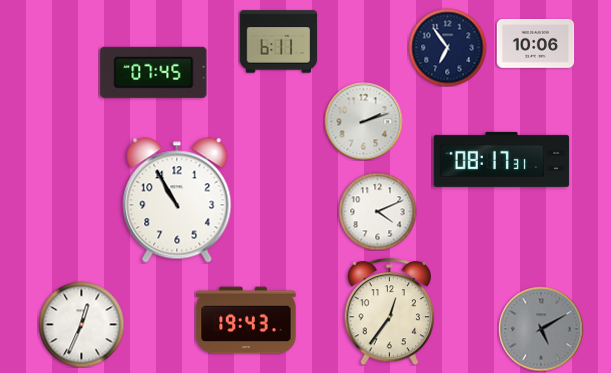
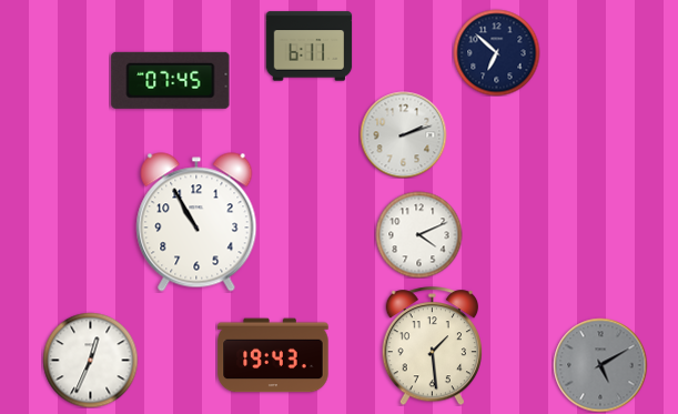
clock at (535, 43): 10:06 -> none
clock at (447, 47): 6:54 -> 6:52
clock at (502, 159): 08:17 -> none
clock at (389, 312): 12:36 -> 1:29
